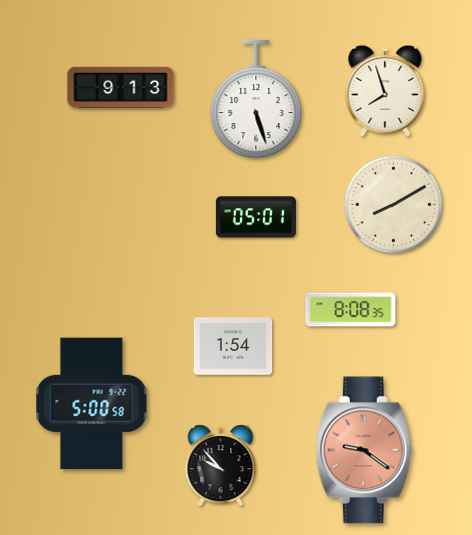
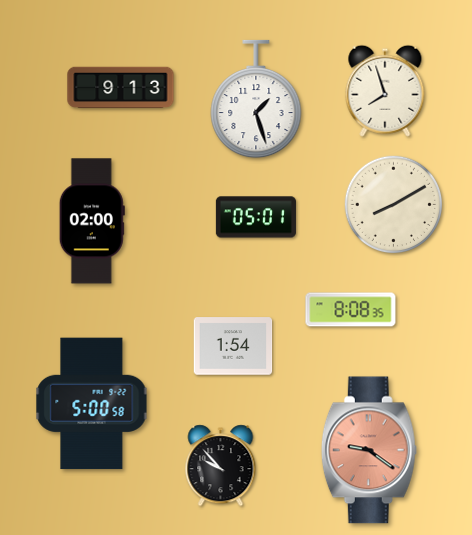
clock at (256, 99): 5:27 -> 1:27
clock at (92, 221): none -> 02:00
clock at (364, 450) position: (364, 450) -> (369, 450)
